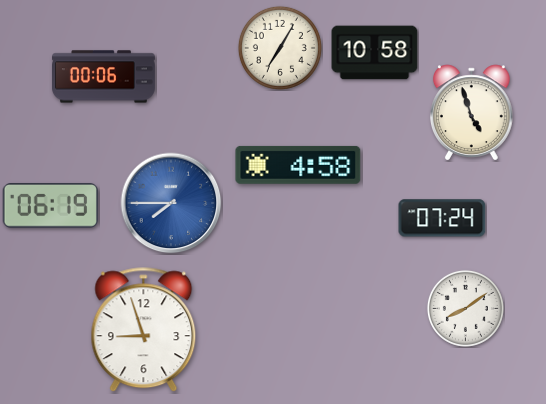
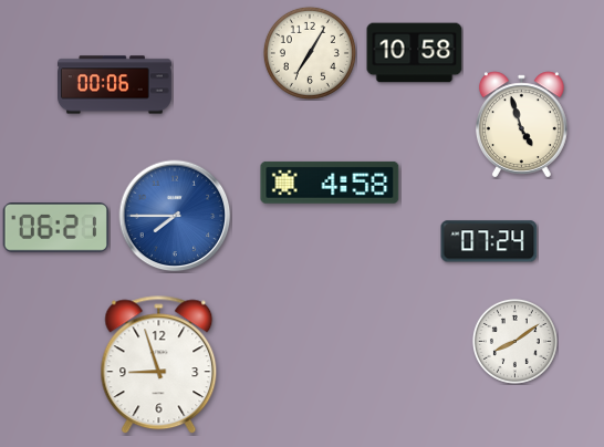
clock at (375, 53) position: (375, 53) -> (415, 53)
clock at (171, 203) position: (171, 203) -> (175, 216)
clock at (50, 206): 06:19 -> 06:21
